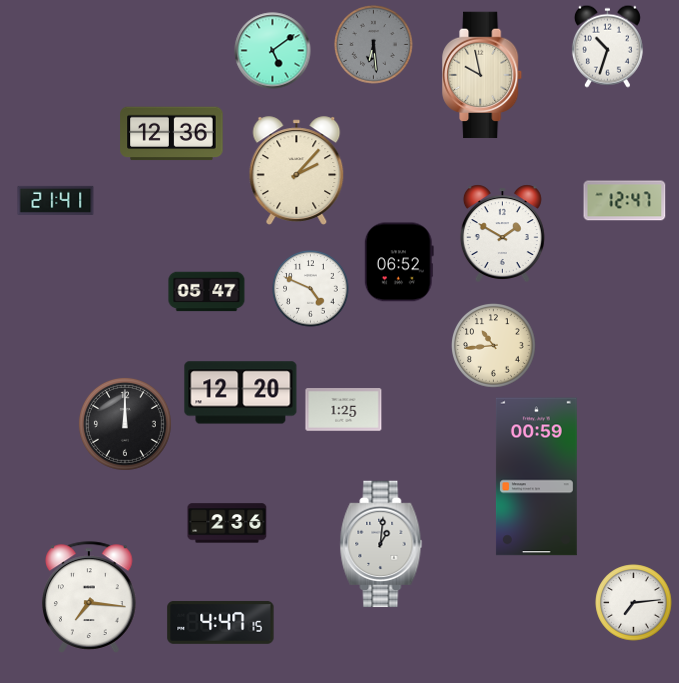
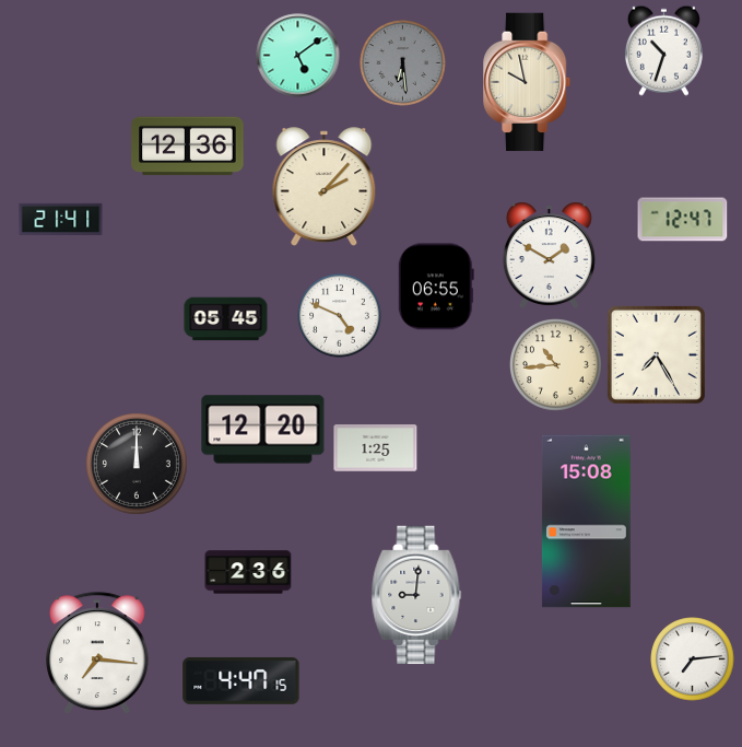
clock at (374, 45) position: (374, 45) -> (403, 63)
clock at (399, 262): 06:52 -> 06:55
clock at (207, 292): 05:47 -> 05:45
clock at (656, 354): none -> 7:25
clock at (494, 346) position: (494, 346) -> (556, 365)
clock at (536, 477): 00:59 -> 15:08
clock at (381, 544): 1:01 -> 9:01
